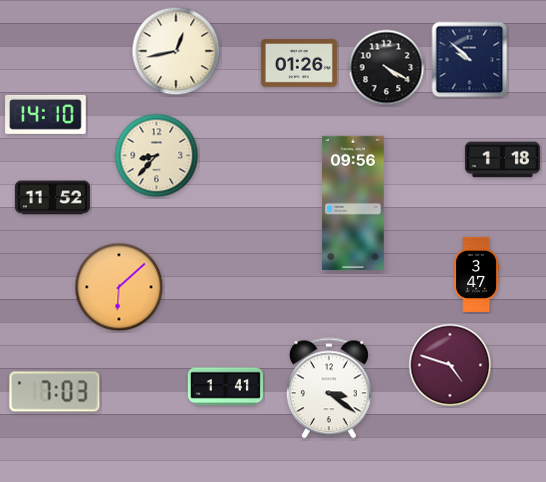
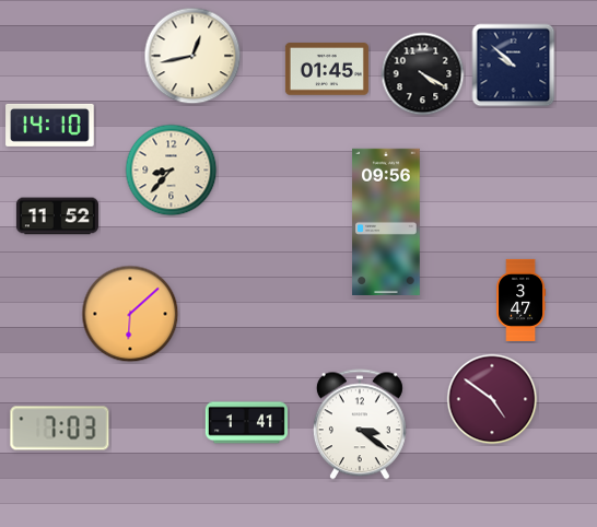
clock at (299, 63): 01:26 -> 01:45
clock at (502, 160): 1:18 -> none
clock at (450, 365): 4:48 -> 4:51
